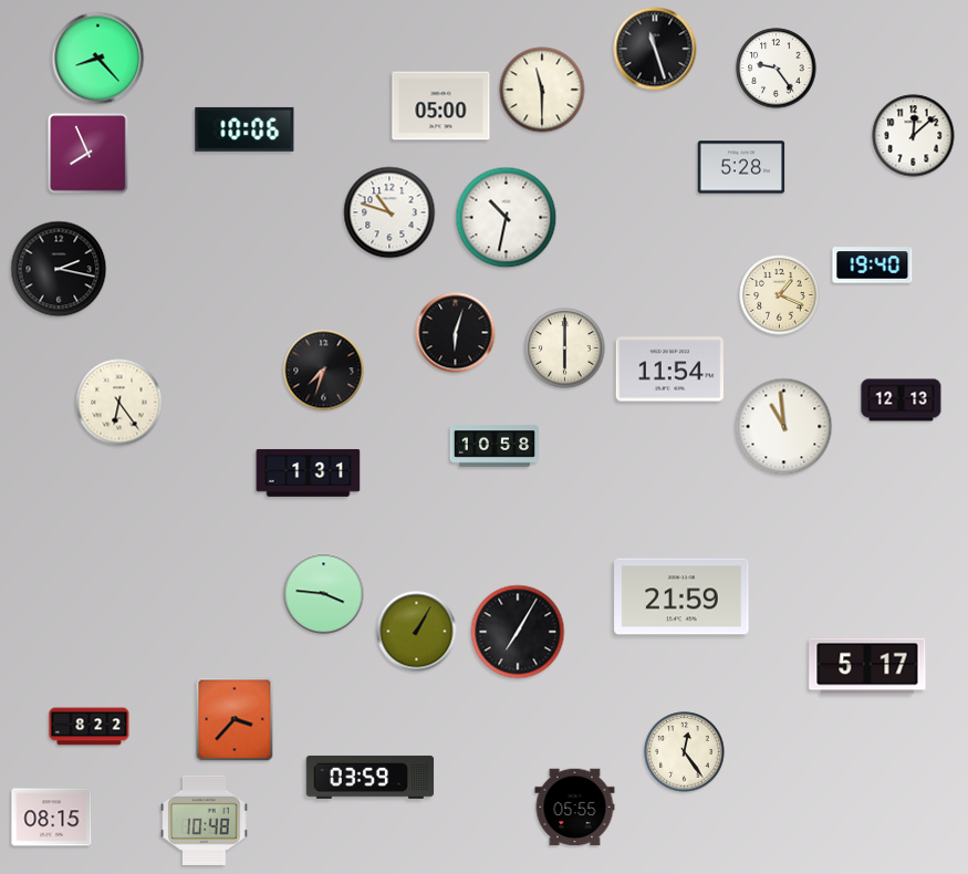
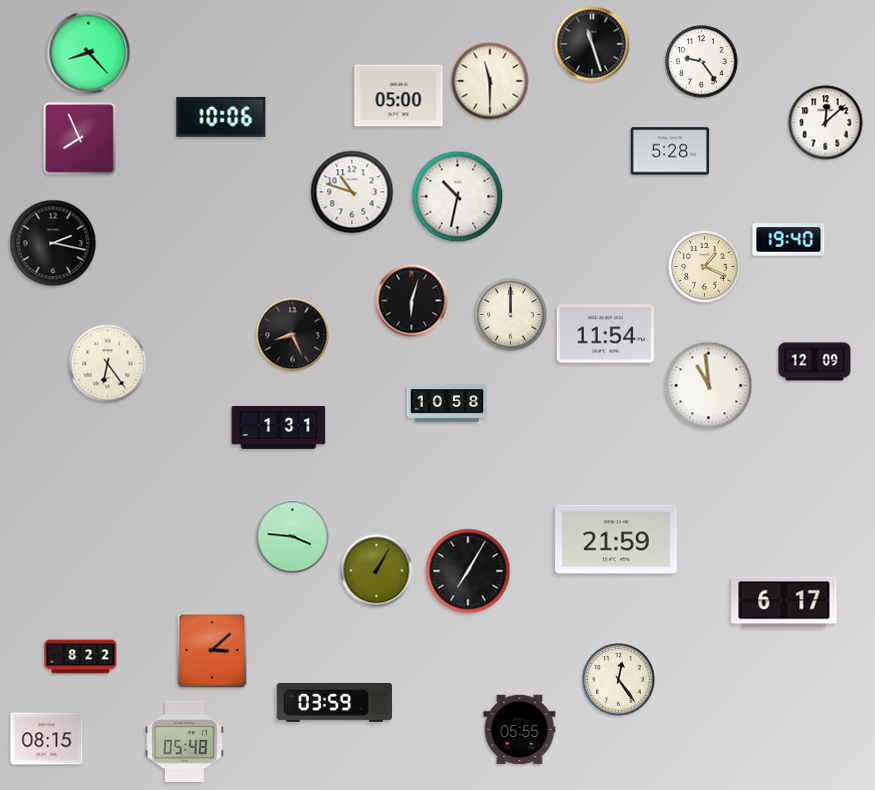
clock at (565, 348): 6:00 -> 12:00
clock at (324, 371): 7:33 -> 8:26
clock at (902, 400): 12:13 -> 12:09
clock at (867, 666): 5:17 -> 6:17
clock at (235, 719): 3:37 -> 3:08
clock at (205, 820): 10:48 -> 05:48
